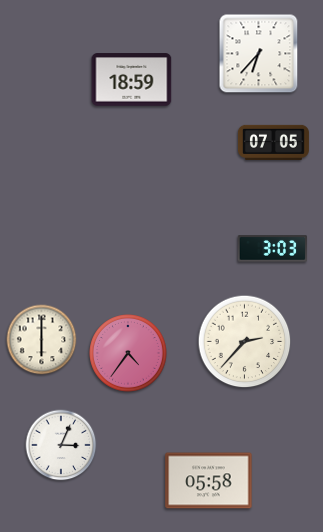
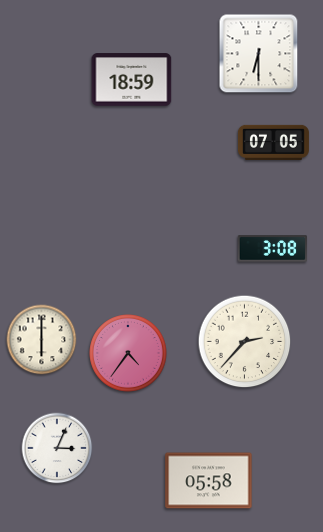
clock at (259, 54): 6:37 -> 6:30
clock at (273, 249): 3:03 -> 3:08
clock at (61, 445) position: (61, 445) -> (57, 448)
